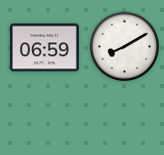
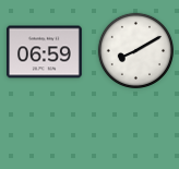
clock at (44, 48) position: (44, 48) -> (44, 52)
